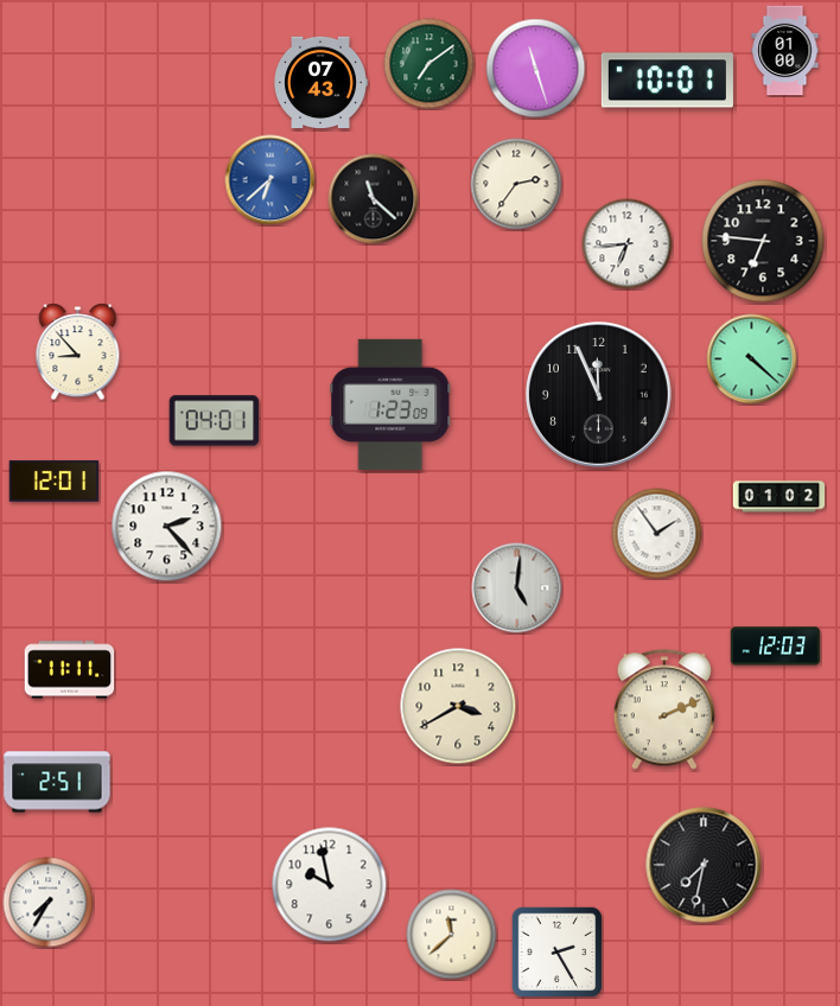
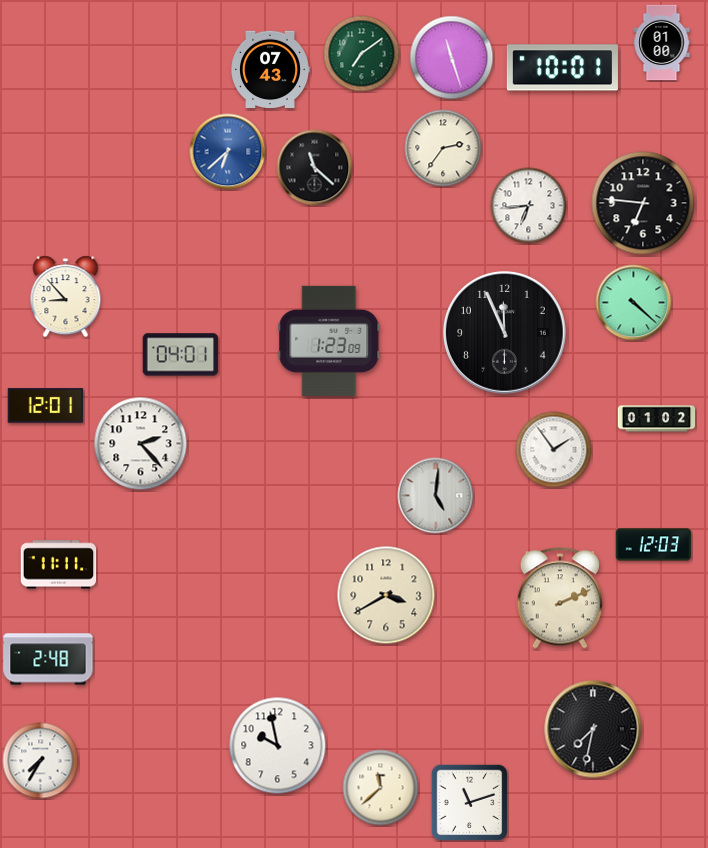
clock at (516, 184) position: (516, 184) -> (443, 148)
clock at (57, 782): 2:51 -> 2:48
clock at (556, 951): 2:25 -> 11:12
